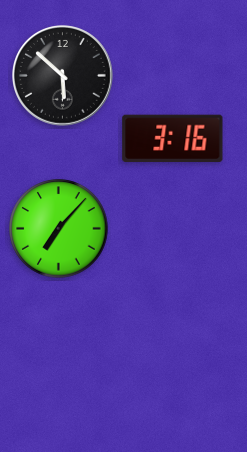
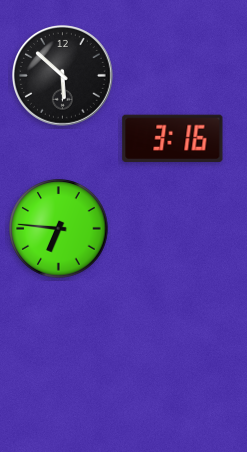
clock at (59, 229): 7:07 -> 6:46
